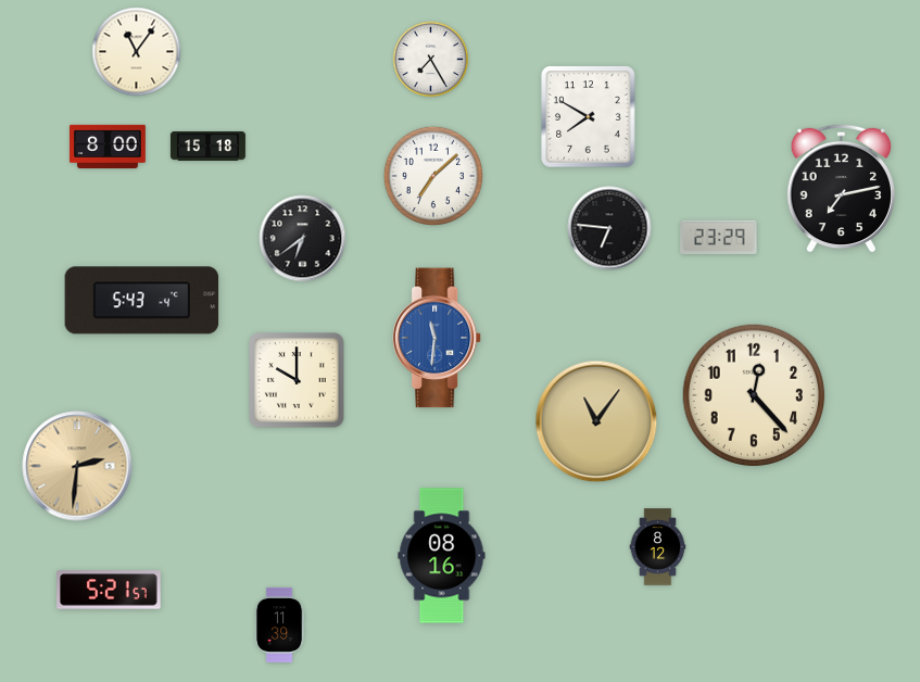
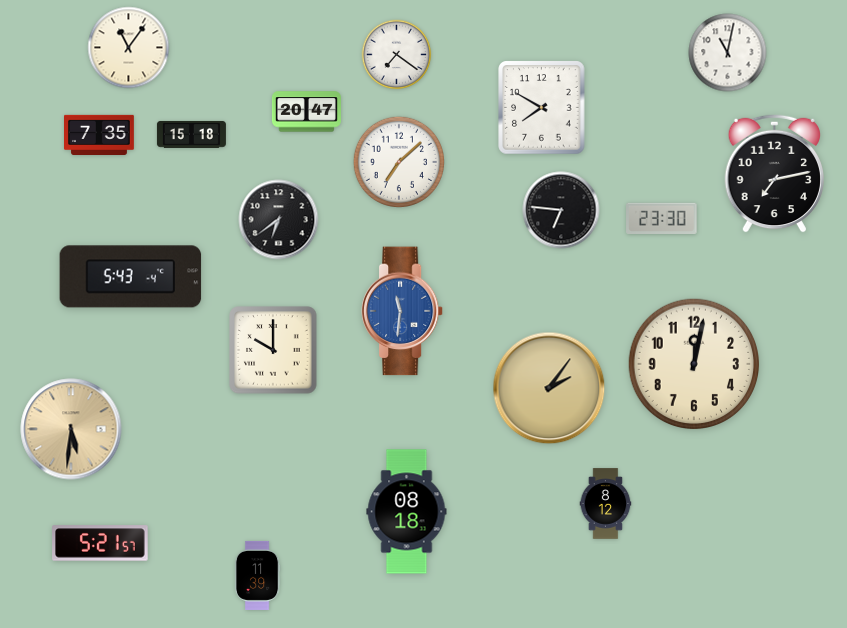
clock at (137, 52) position: (137, 52) -> (129, 48)
clock at (728, 53): none -> 11:02
clock at (431, 60): 7:25 -> 7:21
clock at (306, 112): none -> 20:47
clock at (109, 146): 8:00 -> 7:35
clock at (719, 237): 23:29 -> 23:30
clock at (754, 395): 12:23 -> 12:02
clock at (596, 421): 11:06 -> 2:06
clock at (77, 466): 2:31 -> 5:31
clock at (442, 556): 08:16 -> 08:18
